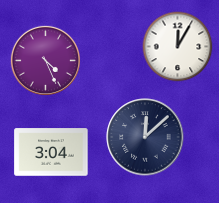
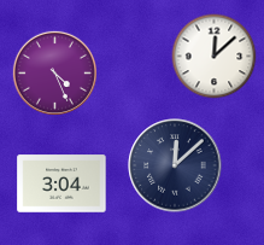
clock at (178, 47): 12:05 -> 12:08
